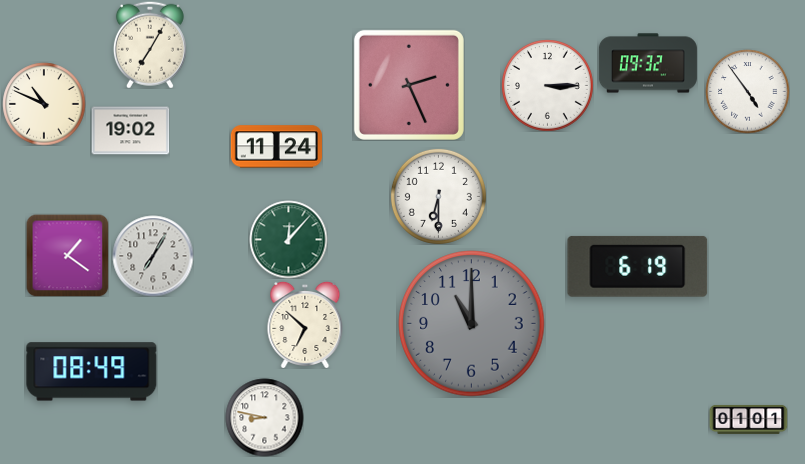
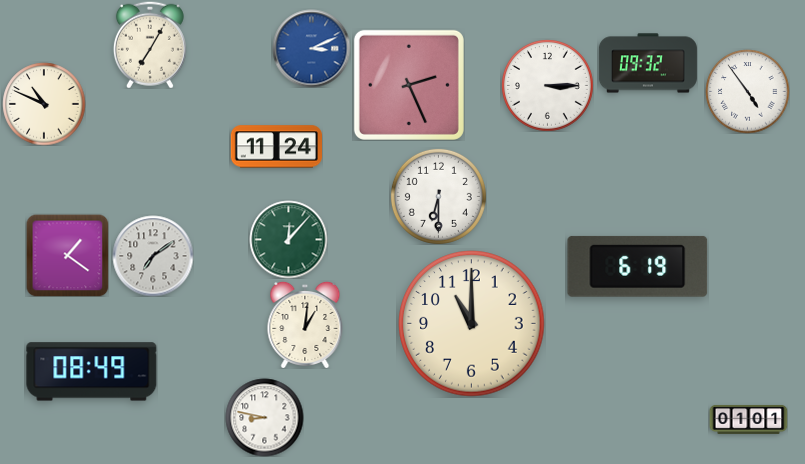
clock at (311, 48): none -> 3:11
clock at (130, 131): 19:02 -> none
clock at (153, 256): 7:05 -> 7:09
clock at (472, 324) dial: grey -> cream
clock at (305, 325): 6:52 -> 1:01
